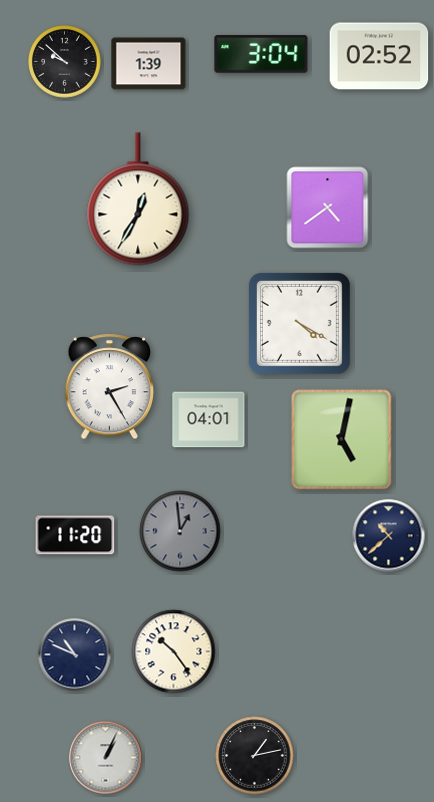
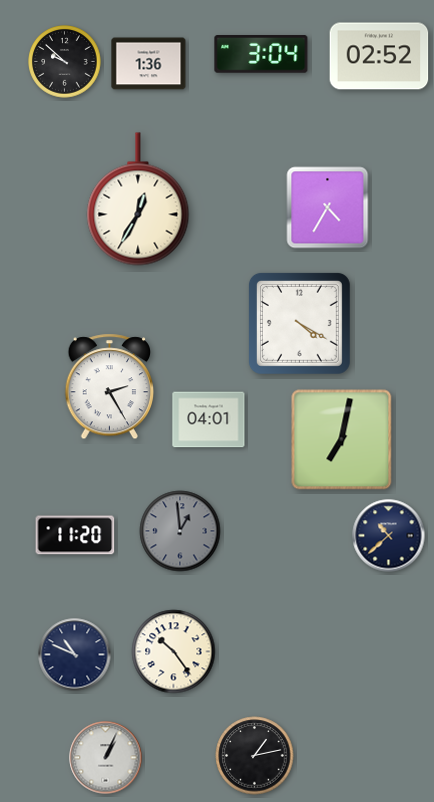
clock at (149, 64): 1:39 -> 1:36
clock at (328, 208): 4:39 -> 4:35
clock at (342, 440): 5:02 -> 7:02
